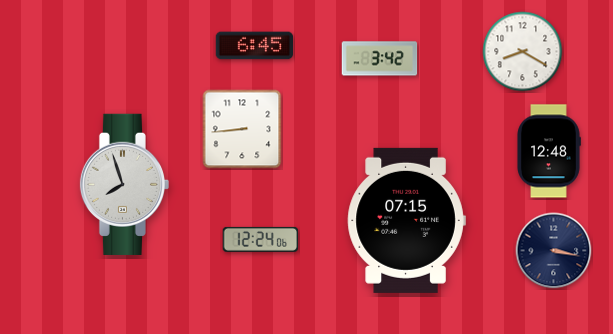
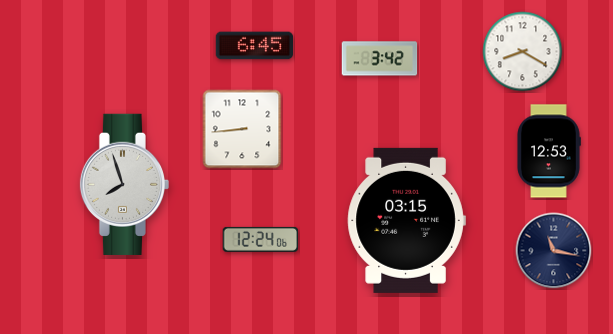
clock at (549, 151): 12:48 -> 12:53
clock at (406, 220): 07:15 -> 03:15
clock at (554, 251): 3:17 -> 11:17
